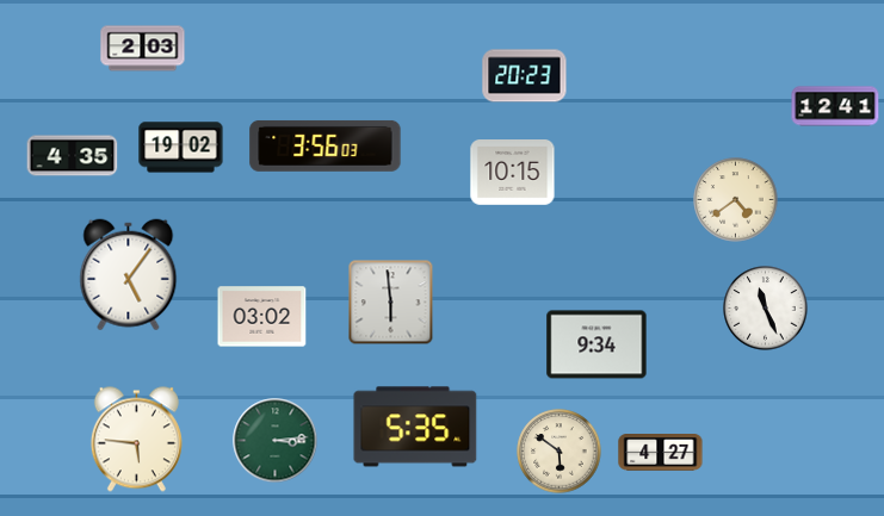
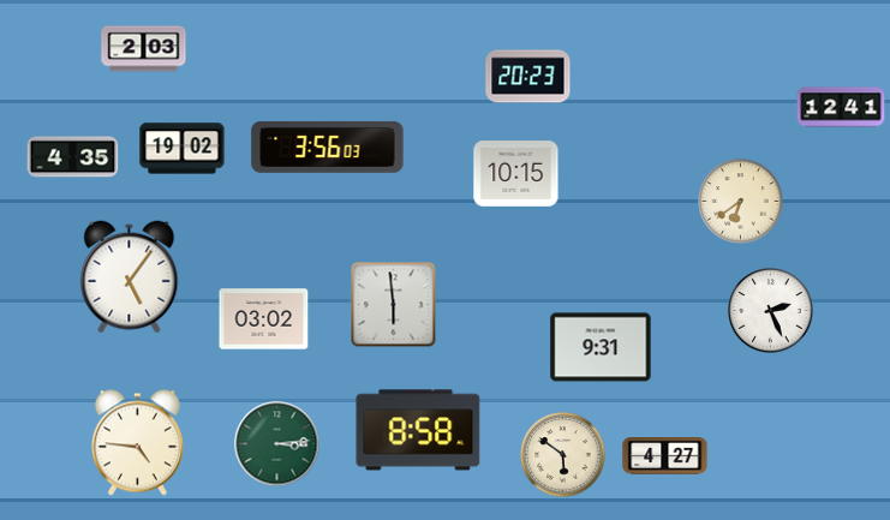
clock at (736, 200): 4:39 -> 6:39
clock at (766, 309): 11:26 -> 2:26
clock at (596, 344): 9:34 -> 9:31
clock at (415, 427): 5:35 -> 8:58
clock at (136, 440): 5:46 -> 4:46
